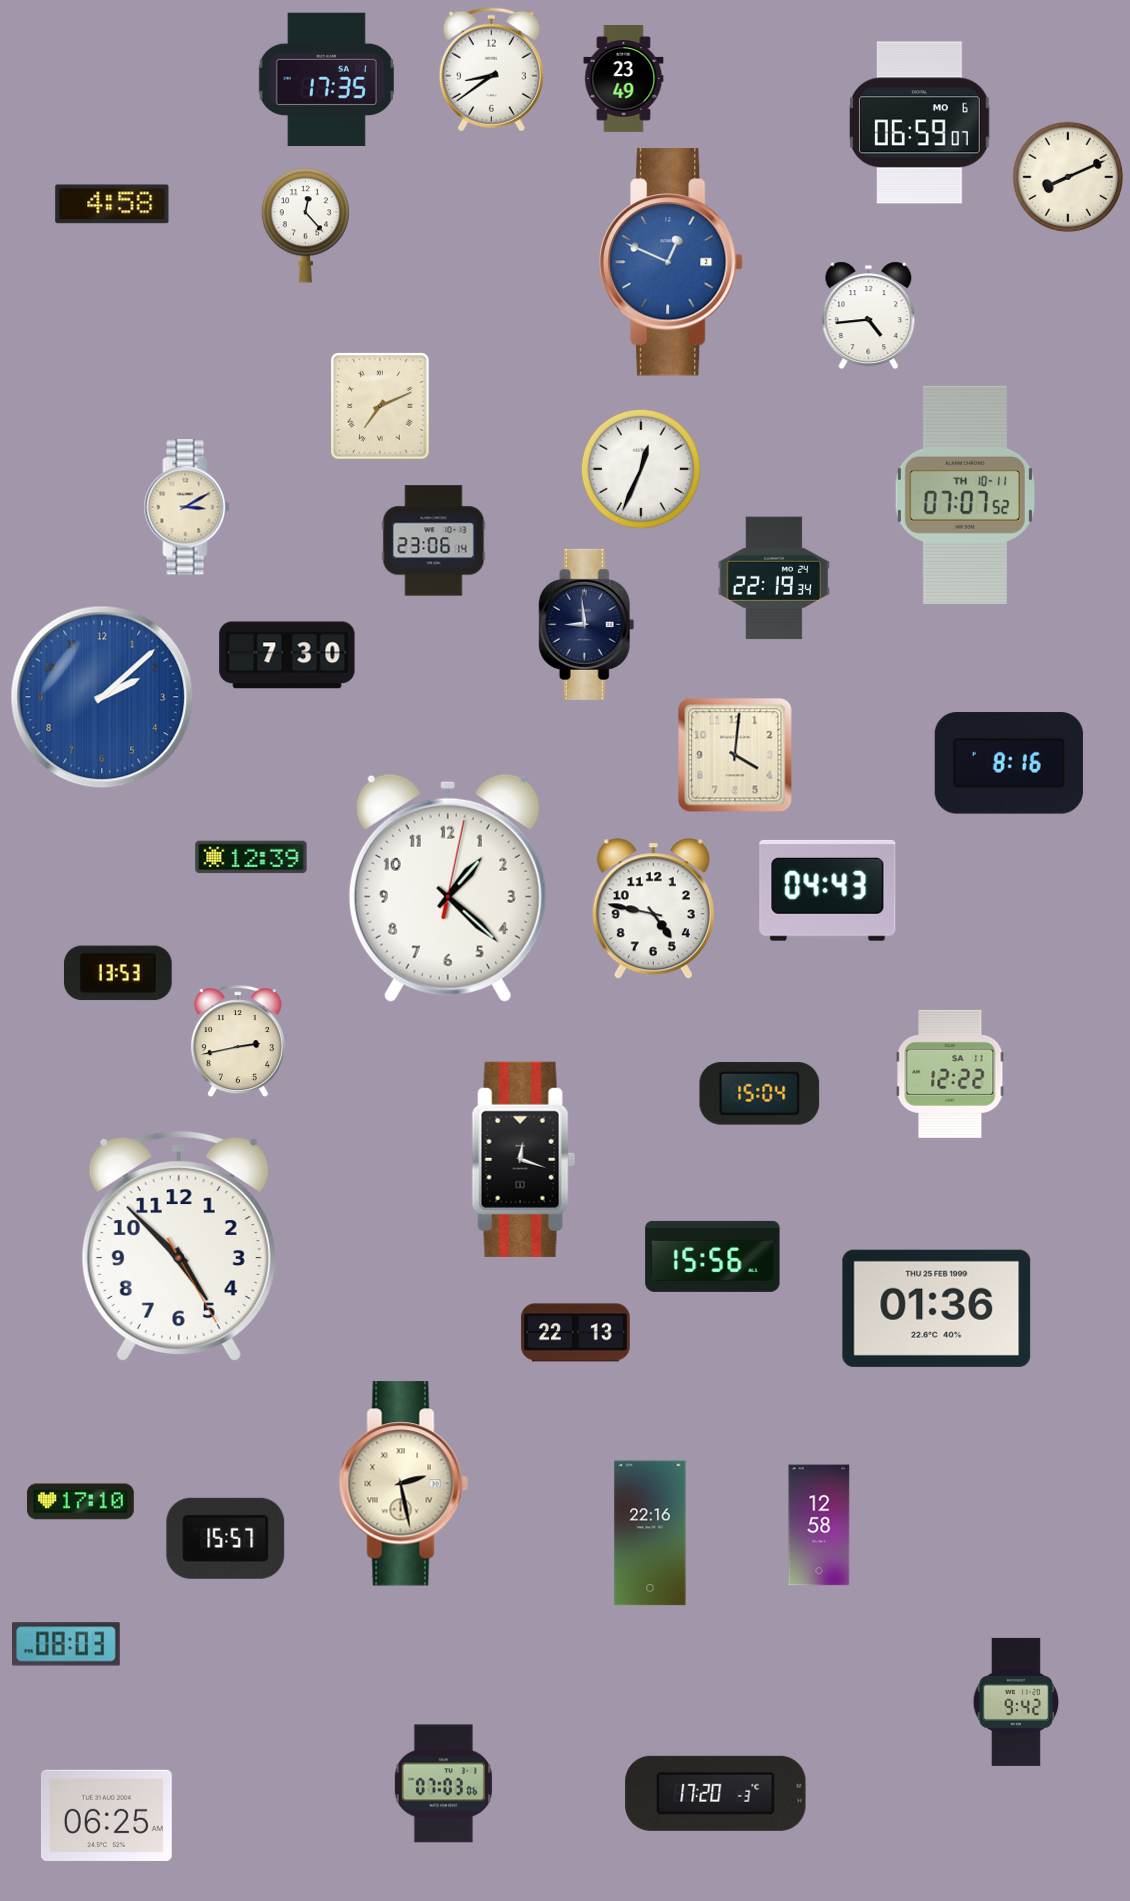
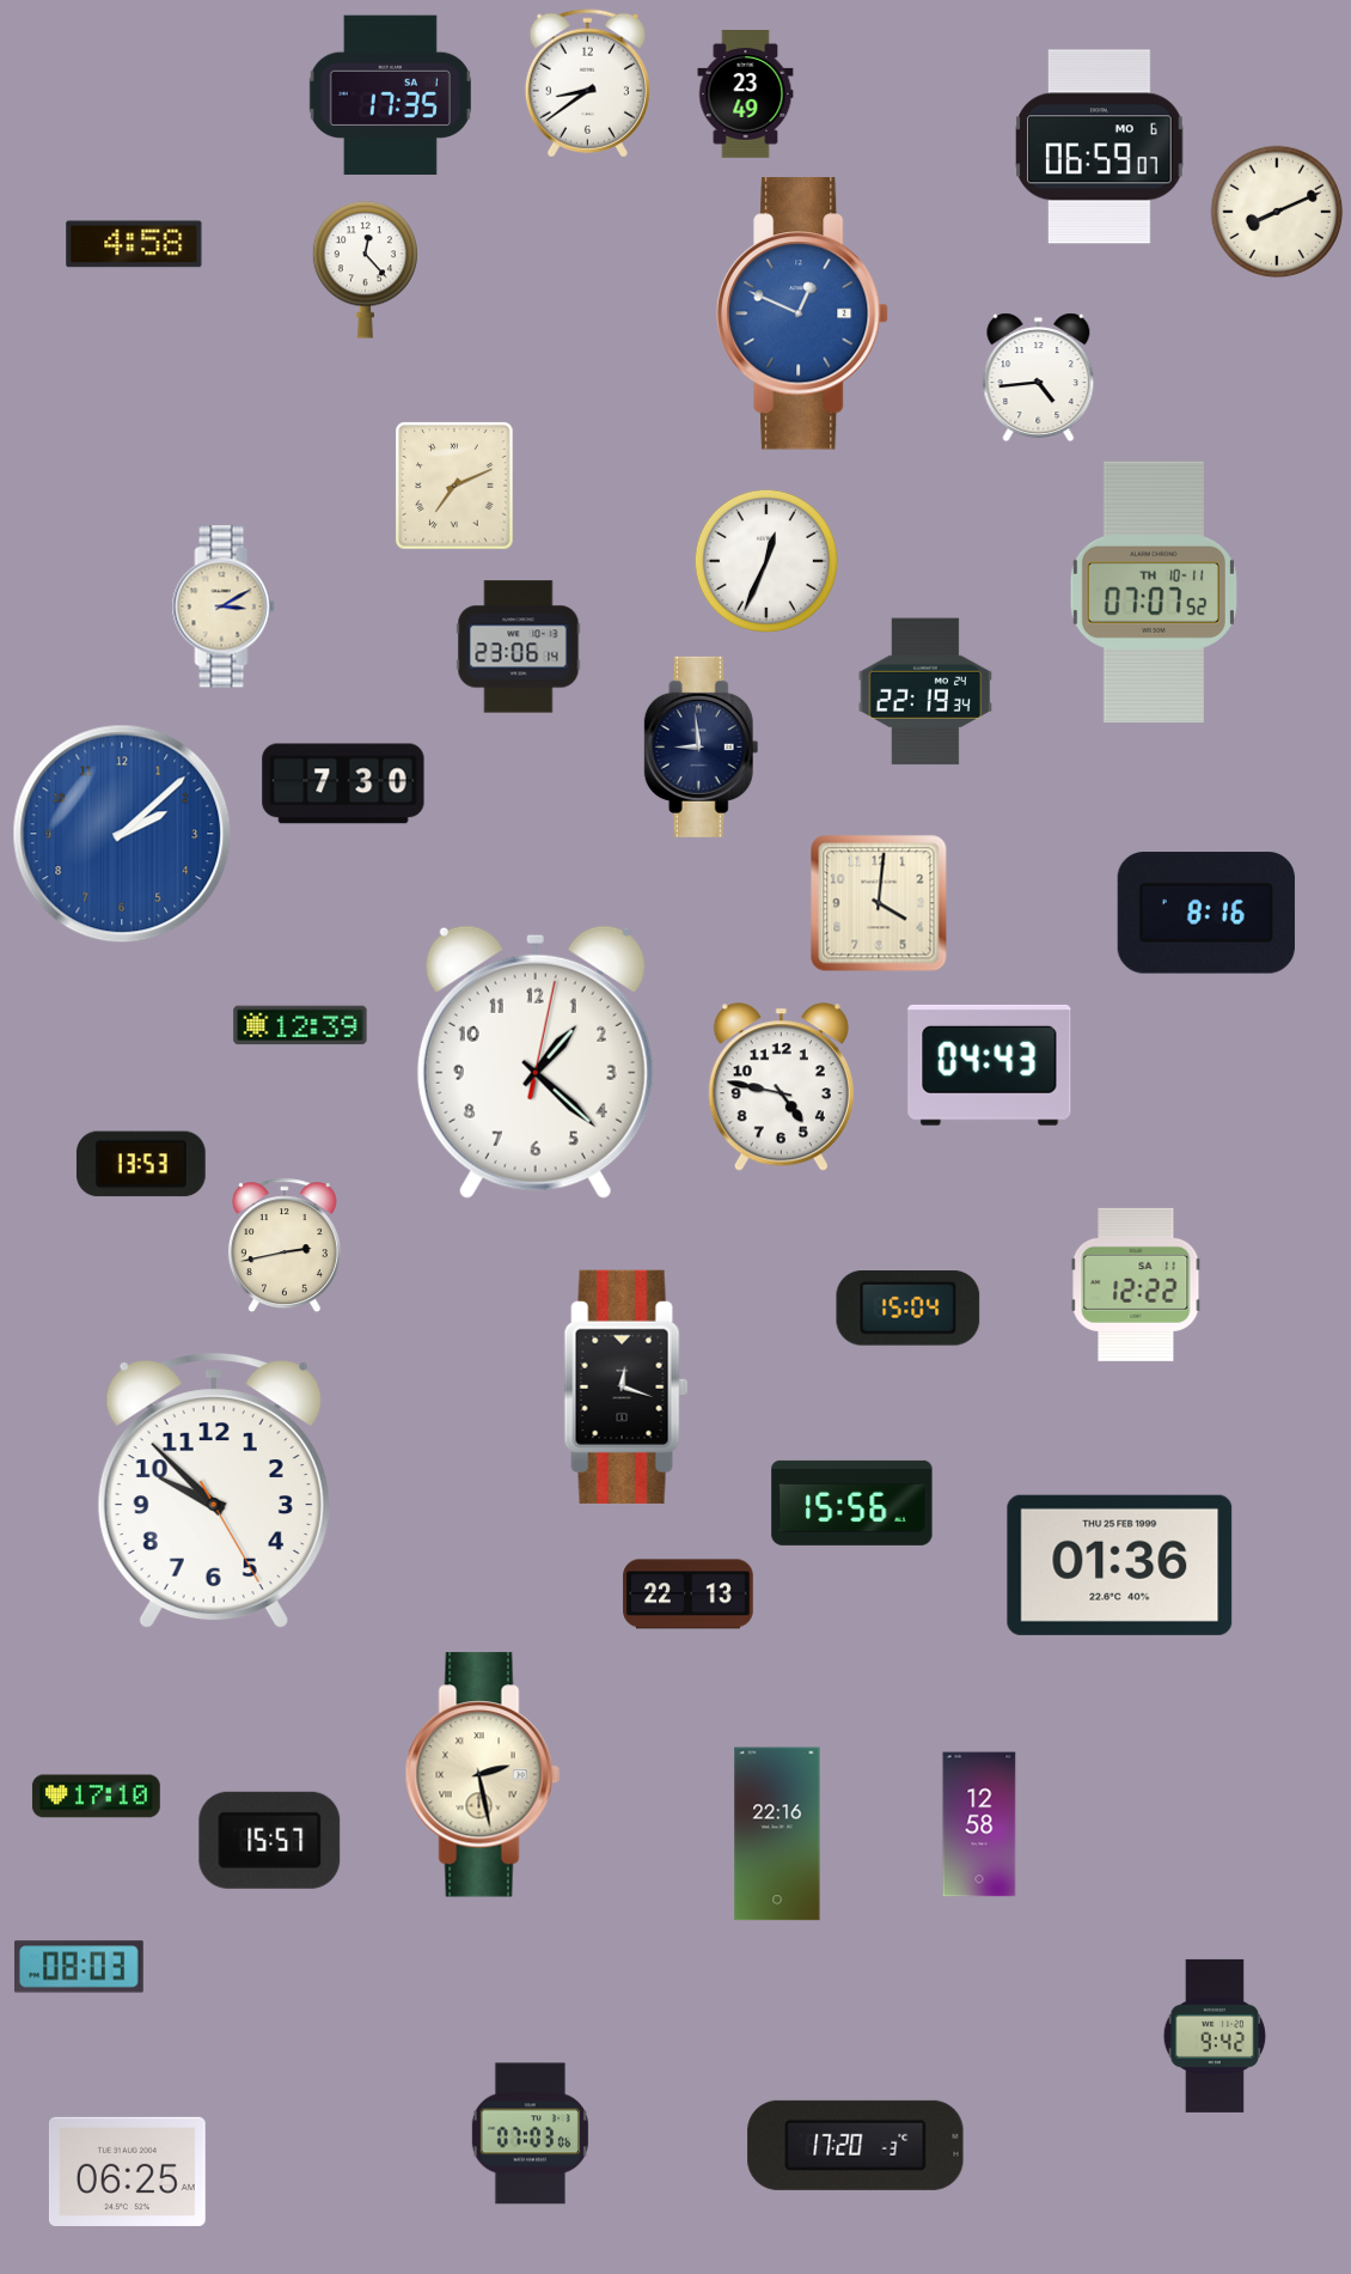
clock at (179, 1246): 4:52 -> 9:52
